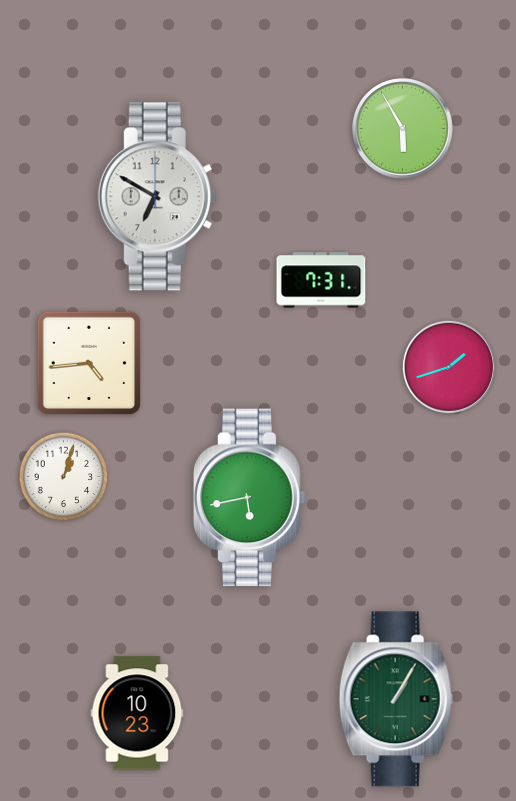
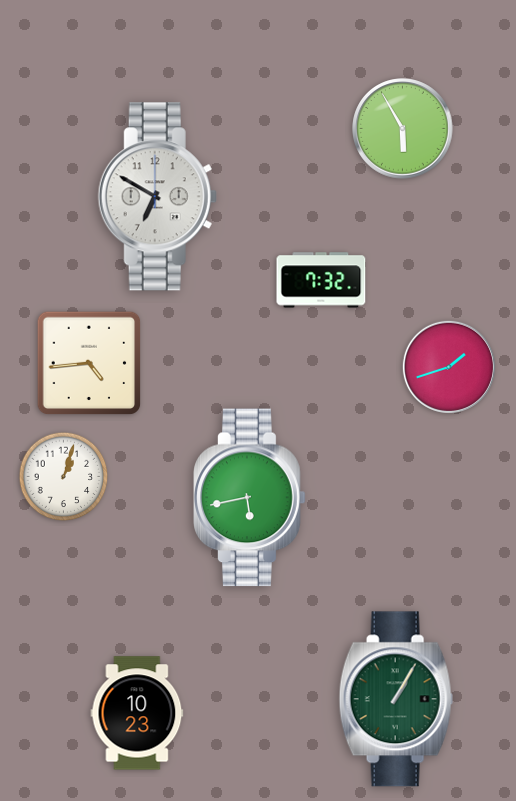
clock at (321, 280): 7:31 -> 7:32
